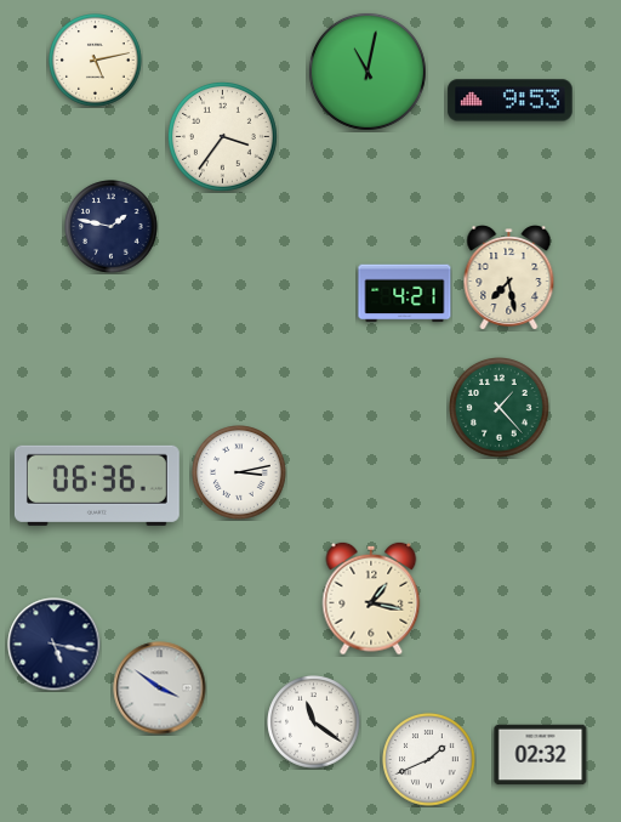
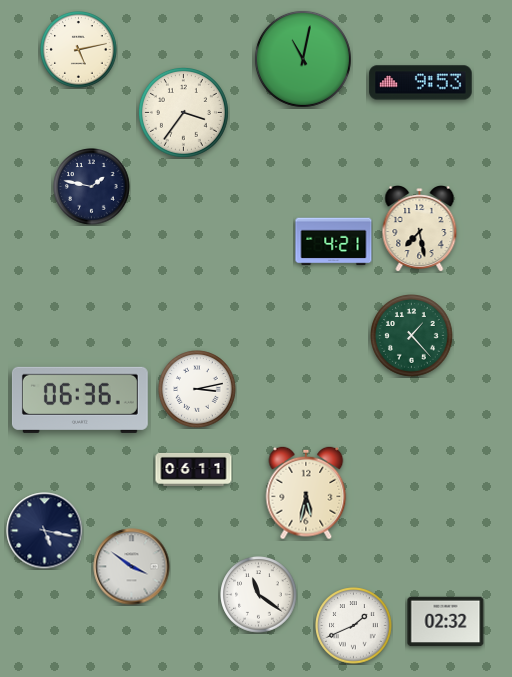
clock at (194, 469): none -> 06:11
clock at (371, 599): 1:17 -> 5:32
